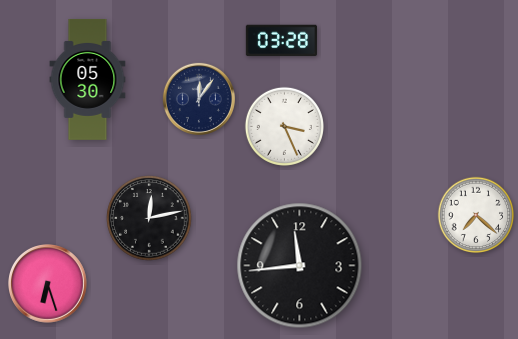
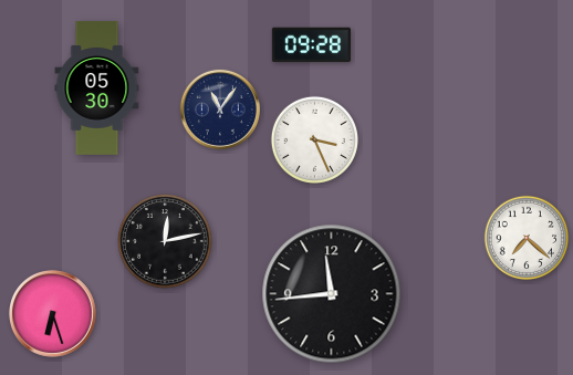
clock at (281, 41): 03:28 -> 09:28
clock at (199, 99): 12:06 -> 11:06
